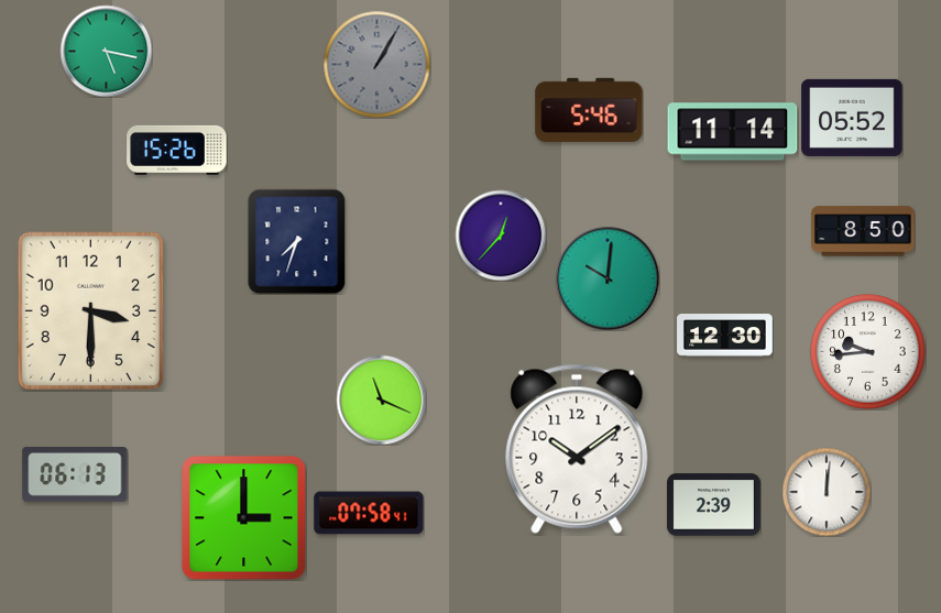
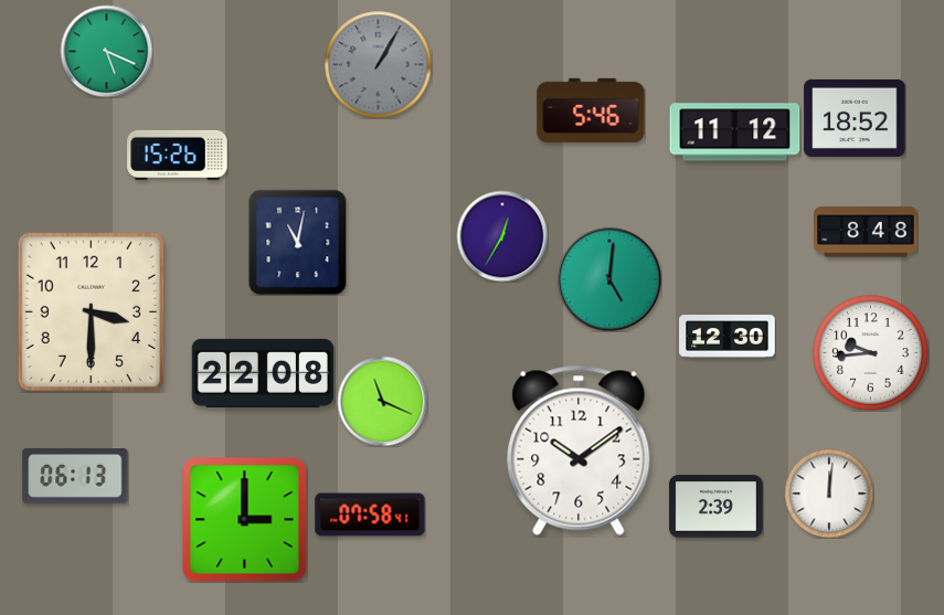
clock at (106, 51): 5:17 -> 5:19
clock at (852, 118): 05:52 -> 18:52
clock at (733, 132): 11:14 -> 11:12
clock at (177, 150) position: (177, 150) -> (178, 155)
clock at (863, 231): 8:50 -> 8:48
clock at (501, 236): 12:37 -> 12:35
clock at (297, 241): 7:33 -> 11:02
clock at (608, 278): 10:01 -> 5:01
clock at (262, 373): none -> 22:08
